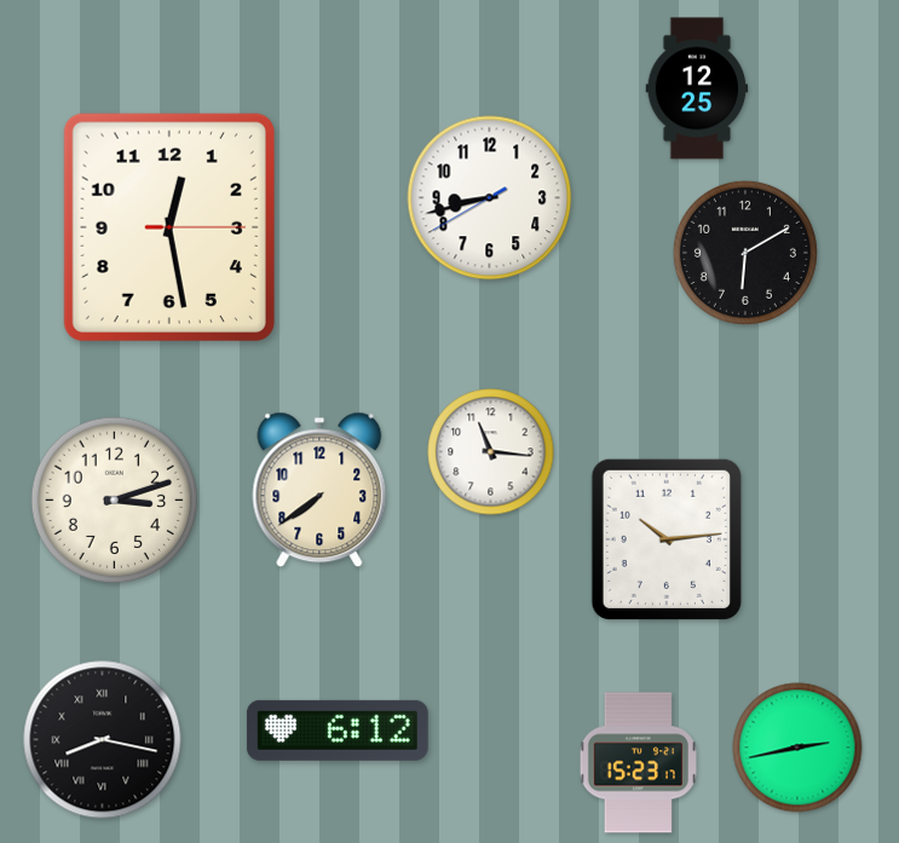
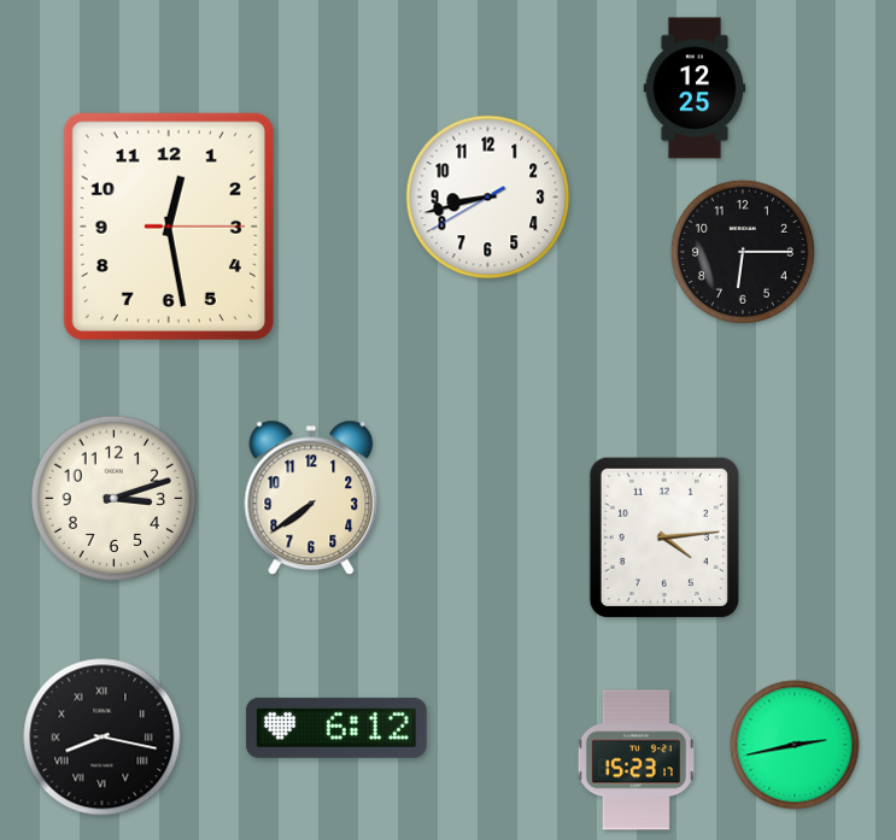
clock at (745, 253): 6:10 -> 6:15
clock at (491, 452): 11:16 -> none
clock at (319, 490) position: (319, 490) -> (311, 498)
clock at (667, 539): 10:14 -> 4:14
